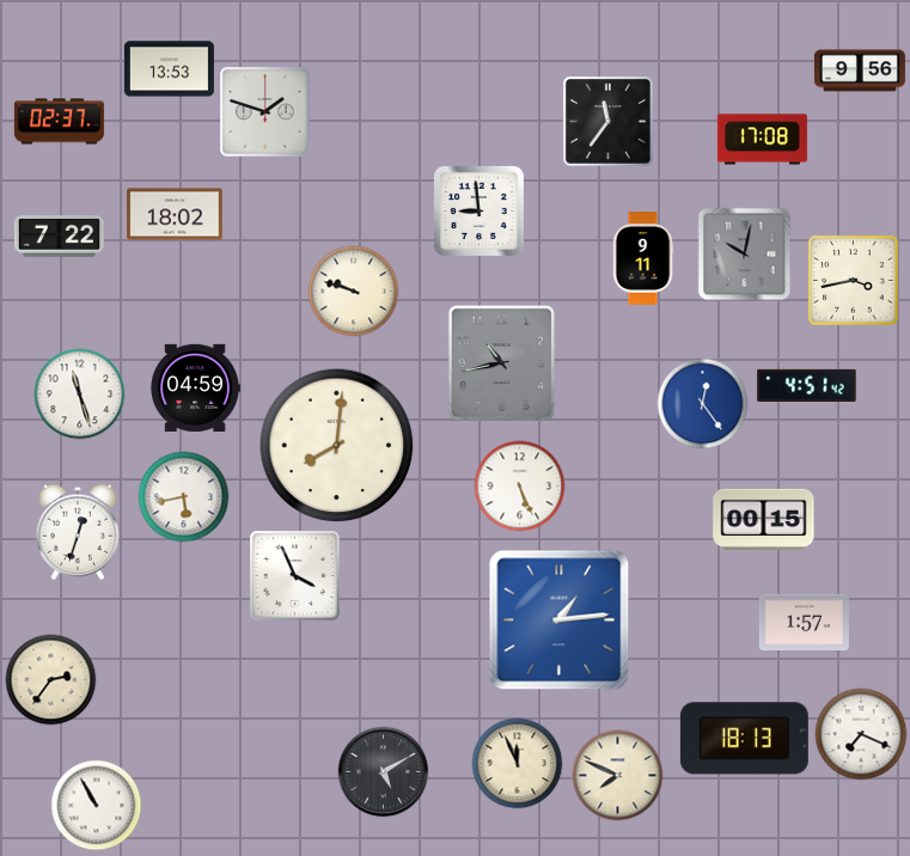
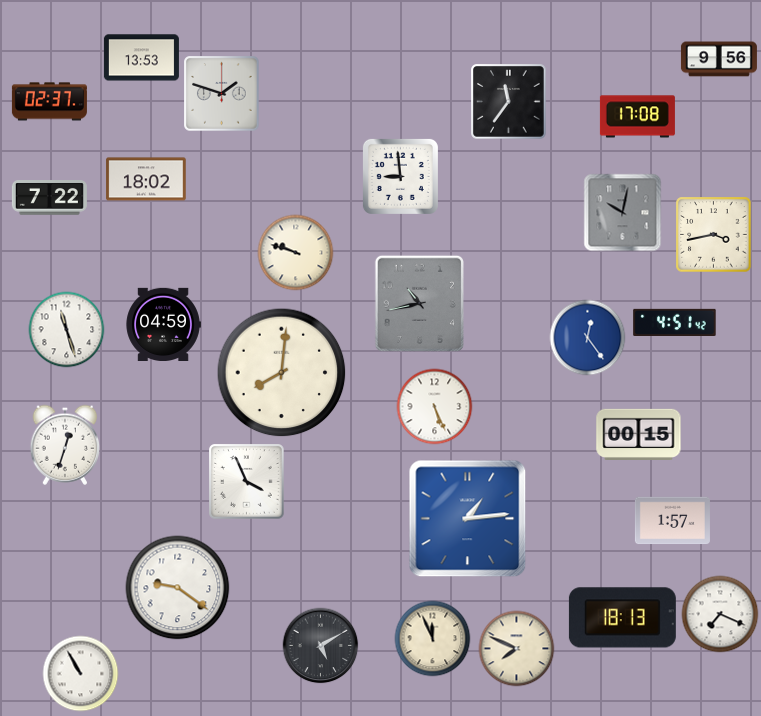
clock at (643, 259): 9:11 -> none
clock at (354, 292) position: (354, 292) -> (296, 253)
clock at (184, 497): 5:43 -> none
clock at (51, 680): 2:36 -> none
clock at (178, 588): none -> 9:21
